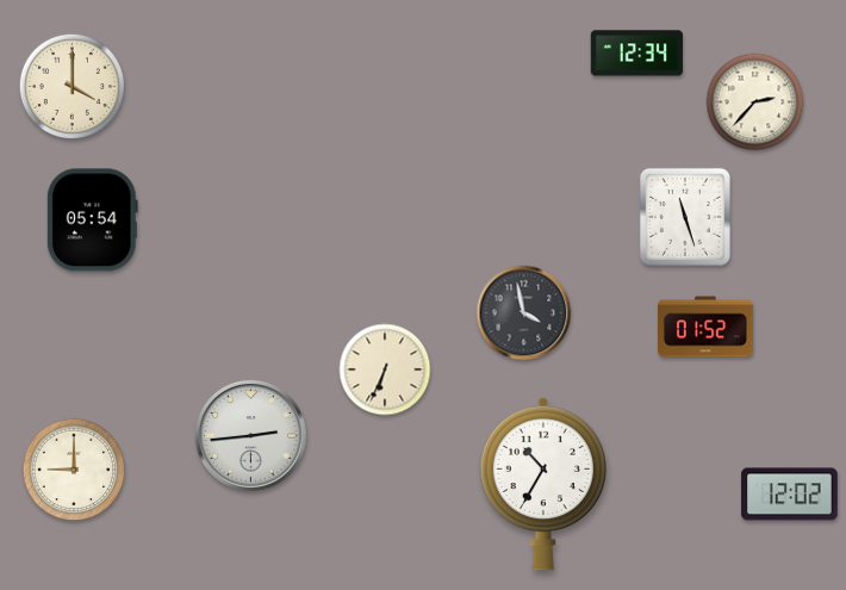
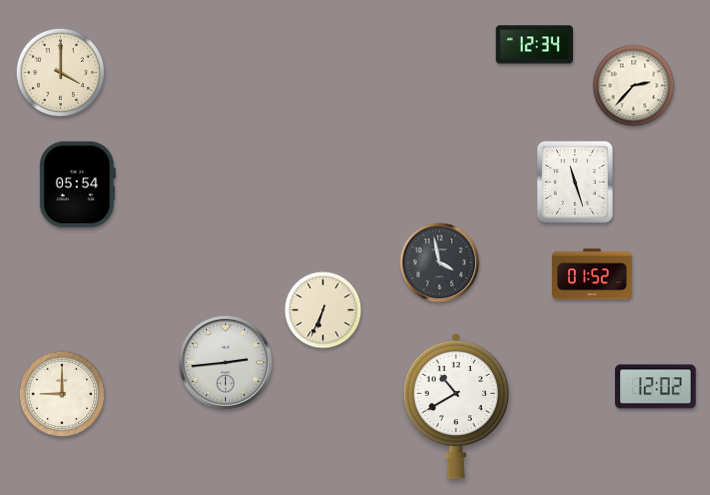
clock at (250, 435) position: (250, 435) -> (225, 362)
clock at (542, 484): 10:35 -> 10:40
clock at (790, 495) position: (790, 495) -> (656, 387)
